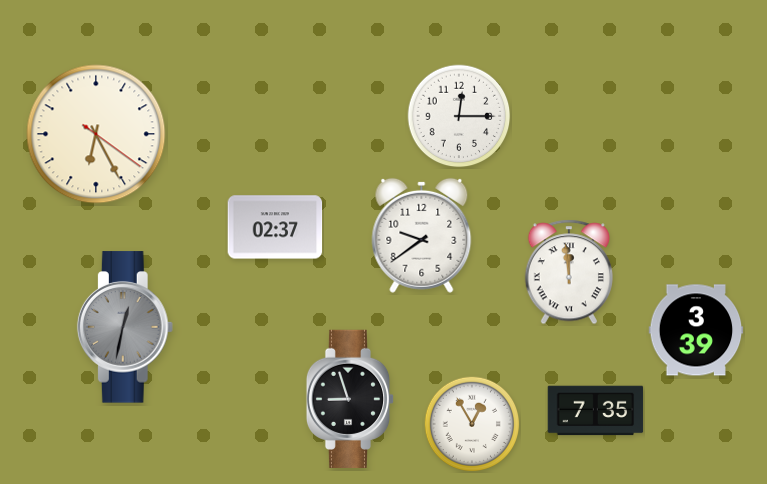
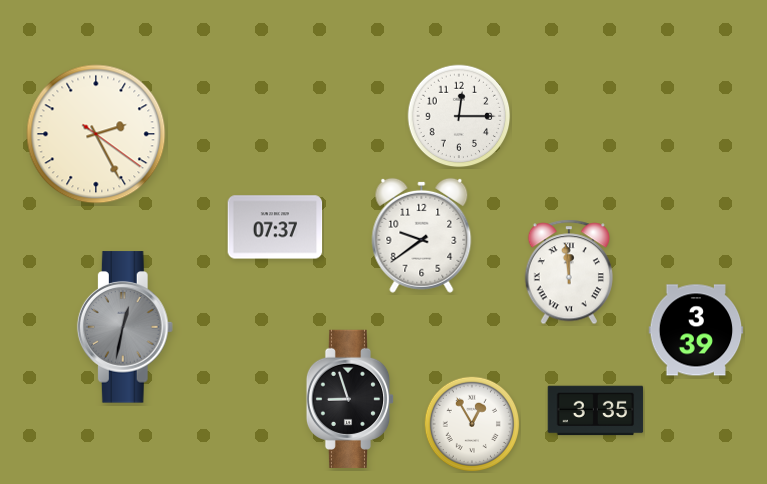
clock at (96, 134): 6:25 -> 2:25
clock at (275, 227): 02:37 -> 07:37
clock at (596, 411): 7:35 -> 3:35
